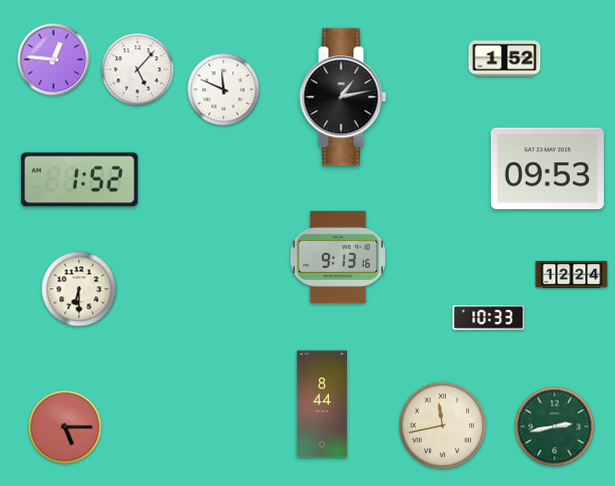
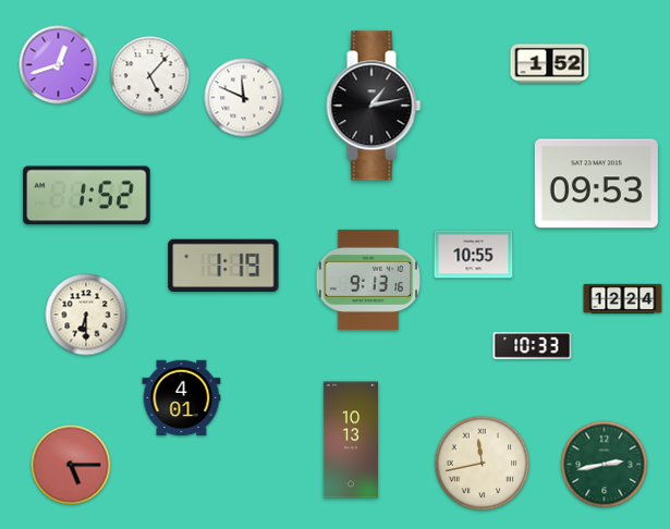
clock at (54, 60): 12:46 -> 12:42
clock at (474, 255): none -> 10:55
clock at (223, 264): none -> 1:19
clock at (182, 398): none -> 4:01
clock at (322, 404): 8:44 -> 10:13
